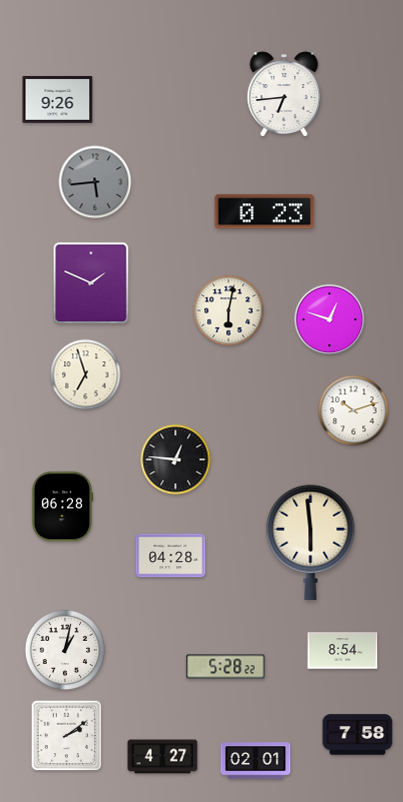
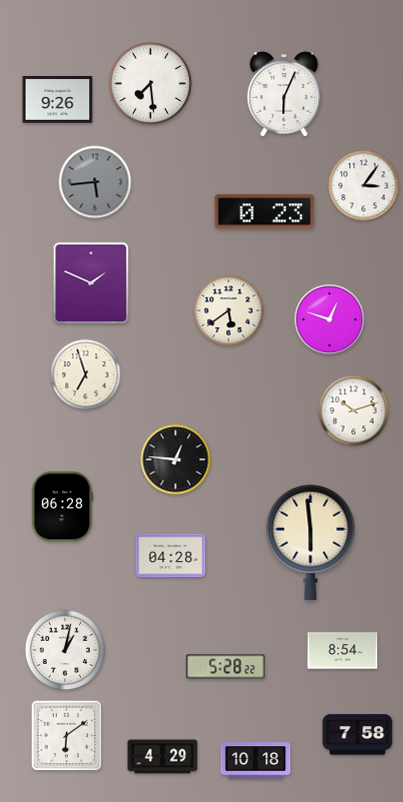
clock at (150, 83): none -> 7:29
clock at (284, 94): 6:44 -> 6:04
clock at (364, 186): none -> 3:06
clock at (229, 311): 6:02 -> 5:39
clock at (67, 736): 2:09 -> 6:09
clock at (163, 757): 4:27 -> 4:29
clock at (256, 761): 02:01 -> 10:18
